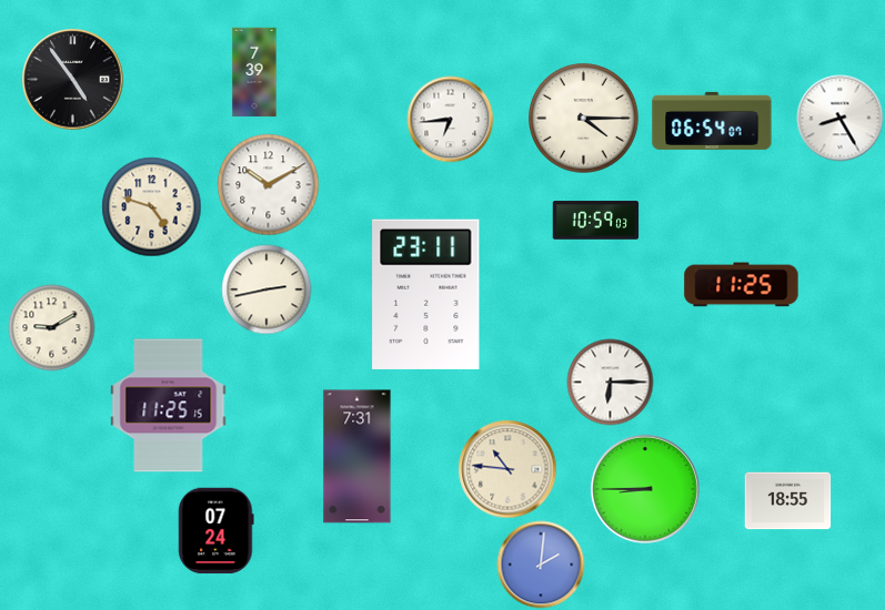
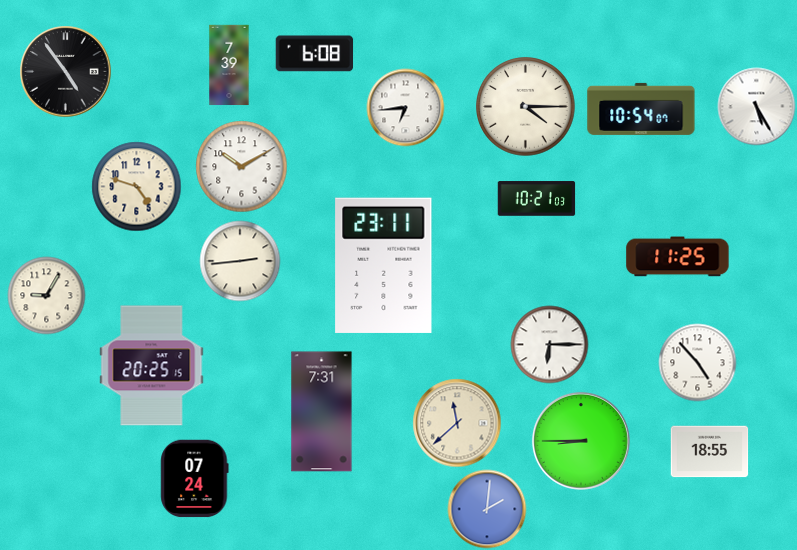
clock at (314, 54): none -> 6:08
clock at (839, 118): 8:25 -> 5:25
clock at (712, 121): 06:54 -> 10:54
clock at (595, 221): 10:59 -> 10:21
clock at (742, 285) position: (742, 285) -> (678, 257)
clock at (266, 289): 2:43 -> 2:44
clock at (51, 327): 9:10 -> 9:05
clock at (697, 362): none -> 4:53
clock at (169, 406): 11:25 -> 20:25
clock at (507, 469): 10:46 -> 11:38
